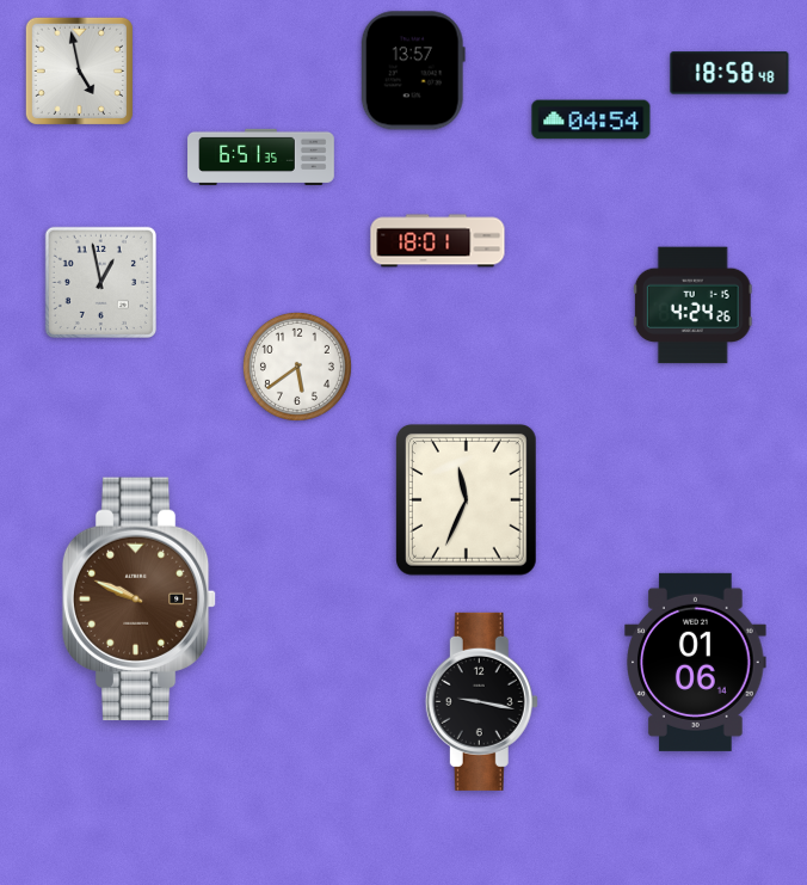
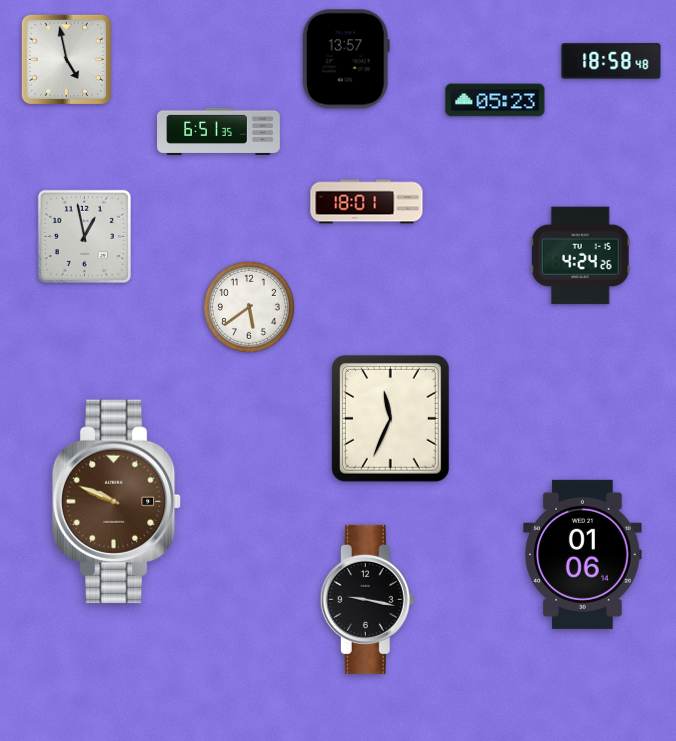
clock at (591, 119): 04:54 -> 05:23
clock at (481, 701) position: (481, 701) -> (367, 599)
